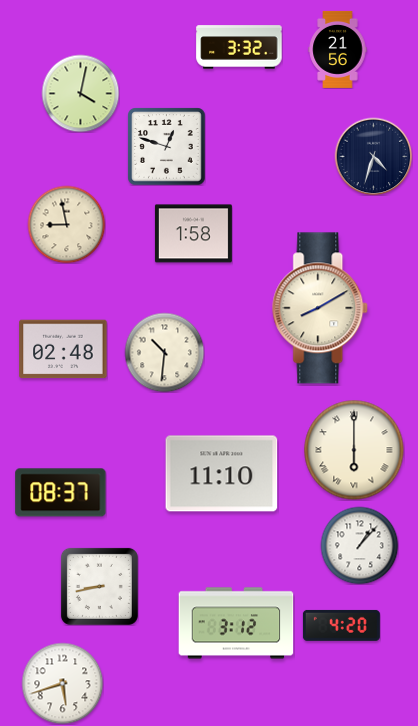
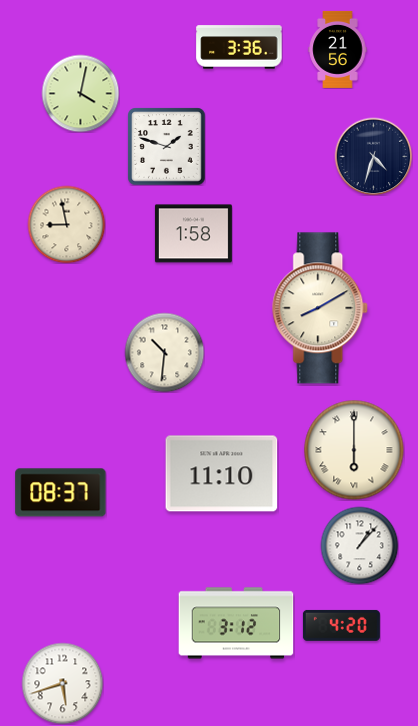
clock at (239, 47): 3:32 -> 3:36
clock at (166, 146): 12:48 -> 1:48
clock at (63, 349): 02:48 -> none
clock at (99, 586): 8:43 -> none
